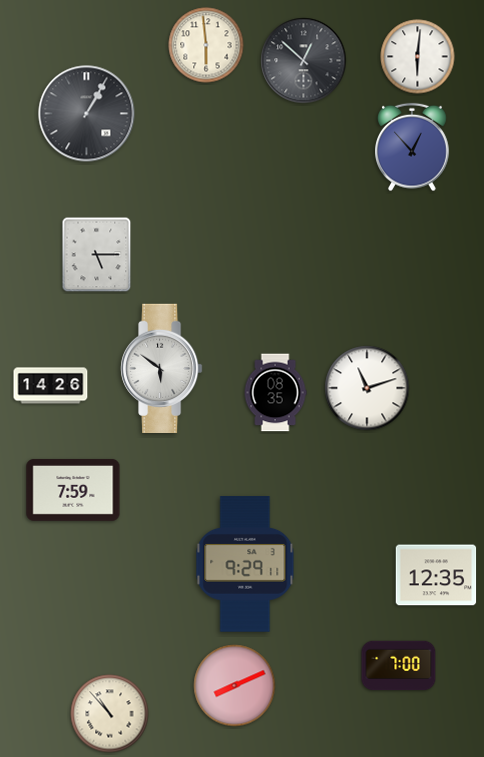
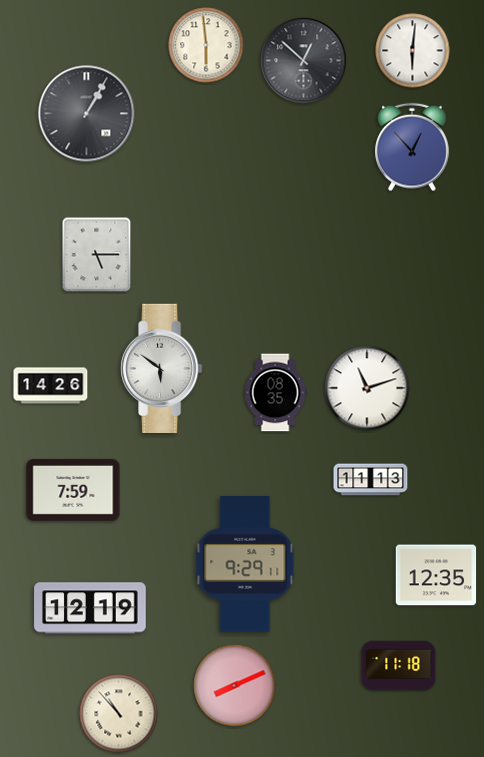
clock at (418, 57) position: (418, 57) -> (413, 51)
clock at (371, 480): none -> 11:13
clock at (90, 608): none -> 12:19
clock at (399, 666): 7:00 -> 11:18
clock at (110, 714) position: (110, 714) -> (119, 714)
